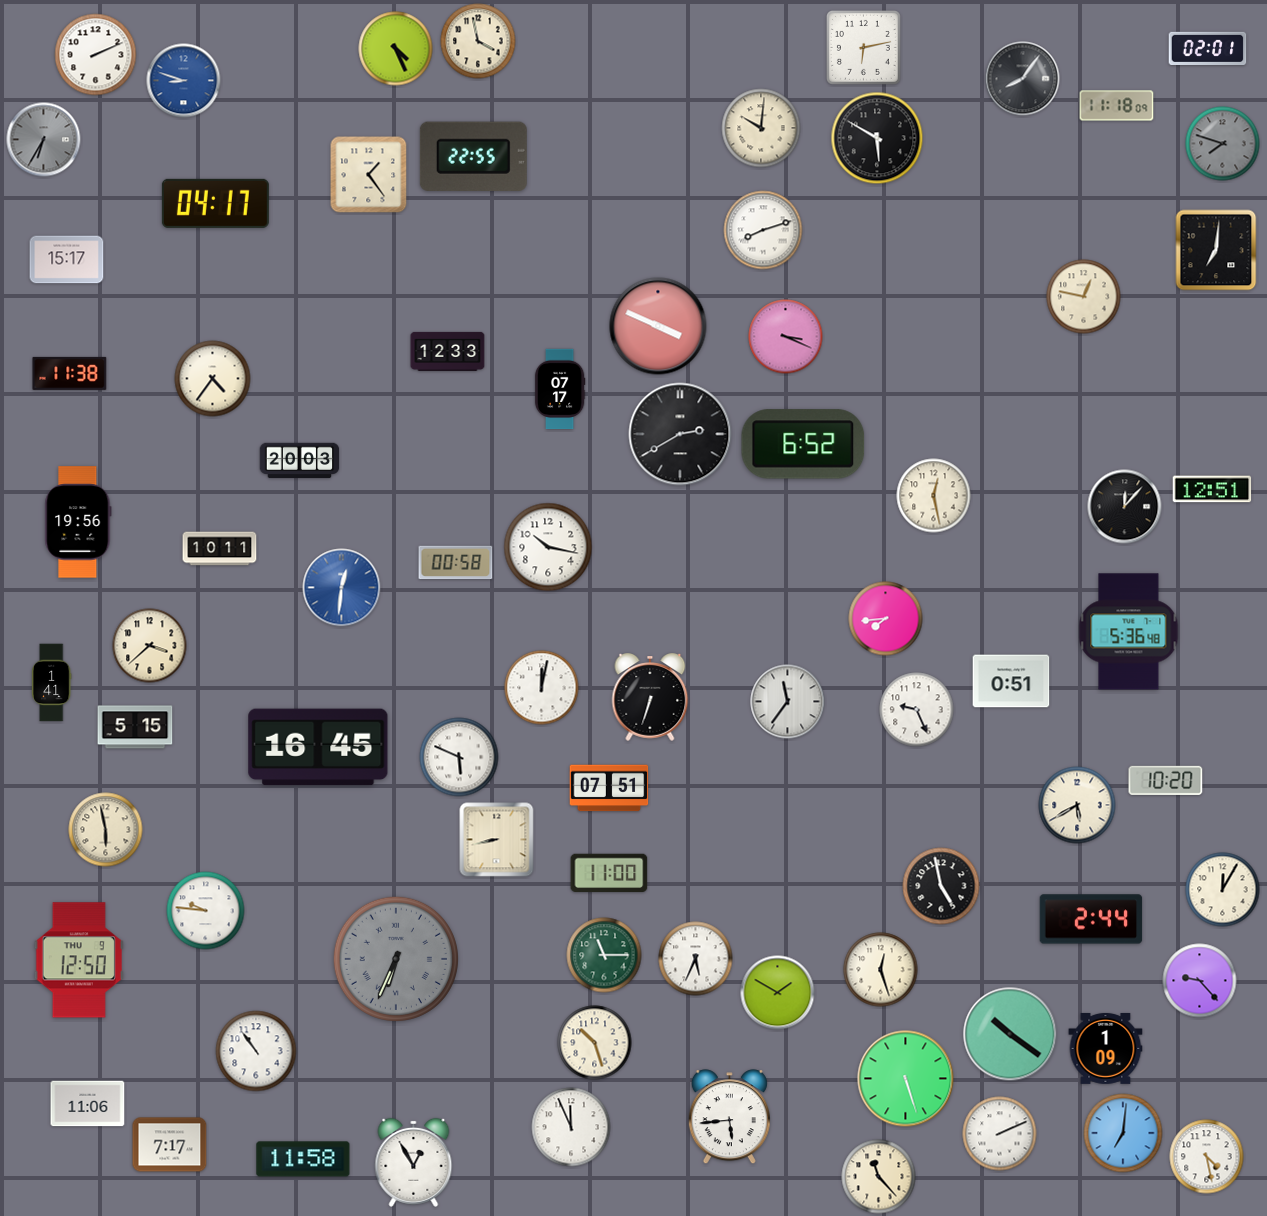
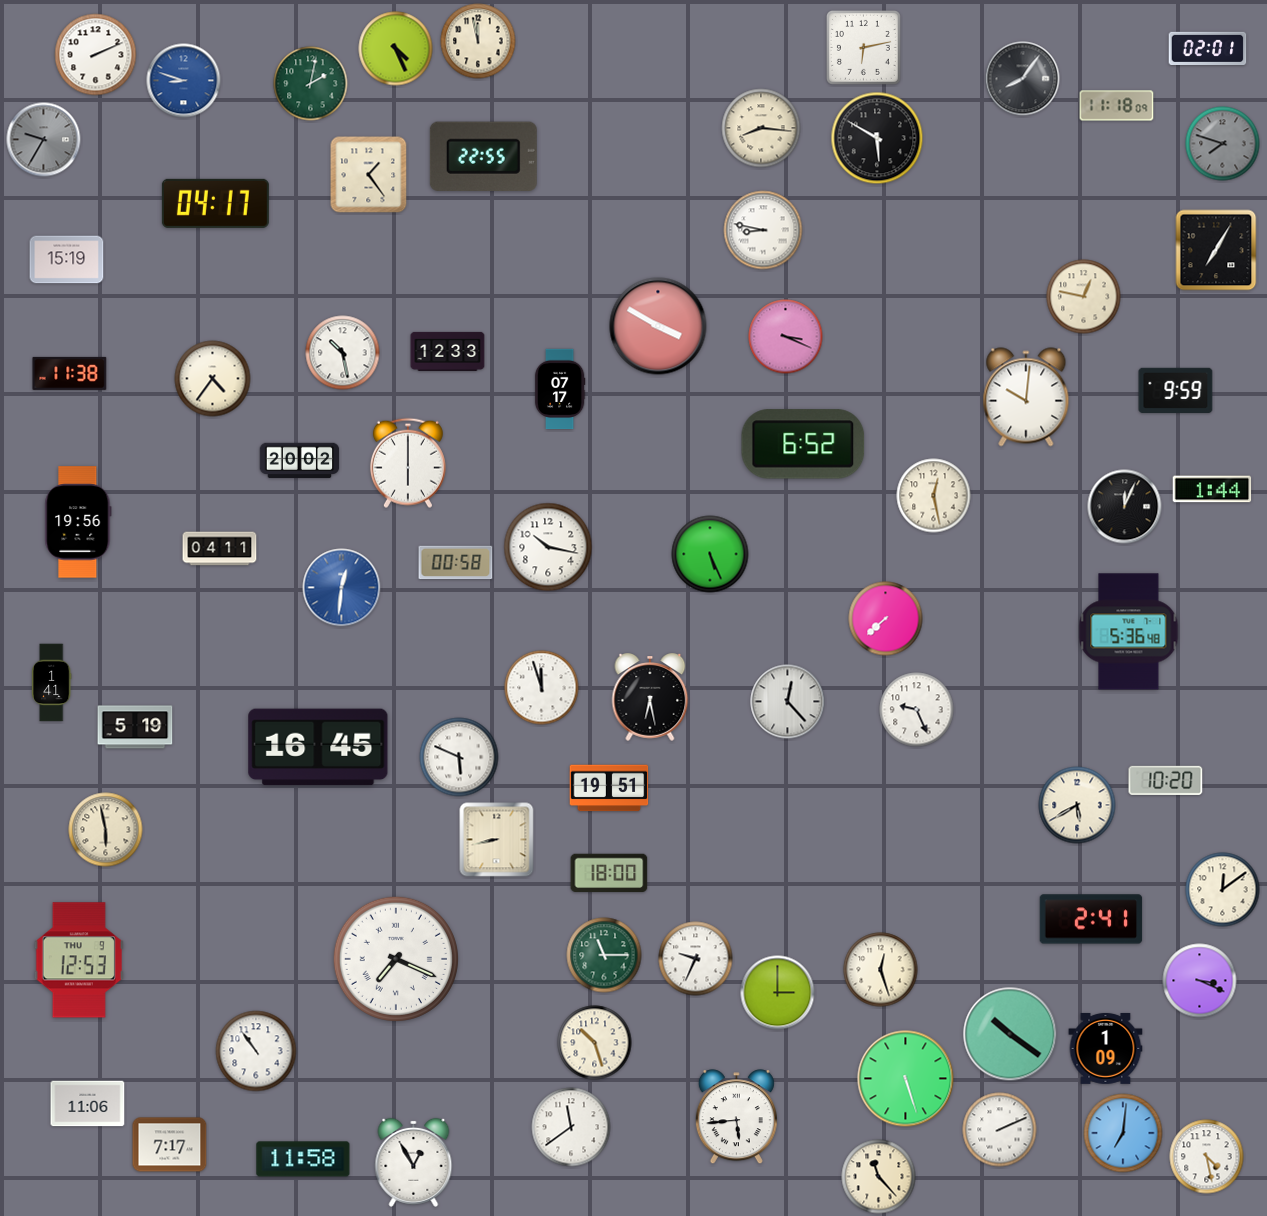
clock at (478, 41): 3:58 -> 11:58
clock at (311, 84): none -> 2:02
clock at (761, 128): 10:01 -> 8:16
clock at (44, 140): 6:35 -> 9:35
clock at (473, 156) position: (473, 156) -> (483, 156)
clock at (763, 230): 8:12 -> 8:47
clock at (1216, 250): 7:01 -> 7:05
clock at (67, 260): 15:17 -> 15:19
clock at (658, 326): 3:49 -> 3:50
clock at (343, 353): none -> 10:28
clock at (1176, 390): none -> 9:59
clock at (1026, 397): none -> 10:01
clock at (680, 434): 2:40 -> none
clock at (300, 461): 20:03 -> 20:02
clock at (408, 463): none -> 6:00
clock at (1212, 489): 12:51 -> 1:44
clock at (1125, 507): 12:07 -> 12:04
clock at (220, 549): 10:11 -> 04:11
clock at (710, 554): none -> 5:26
clock at (886, 619): 7:44 -> 7:38
clock at (150, 646): 3:38 -> none
clock at (1011, 681): 0:51 -> none
clock at (542, 688): 12:02 -> 11:57
clock at (650, 697): 6:33 -> 6:28
clock at (788, 702): 11:36 -> 12:23
clock at (135, 727): 5:15 -> 5:19
clock at (609, 788): 07:51 -> 19:51
clock at (609, 873): 11:00 -> 18:00
clock at (941, 886): 4:58 -> none
clock at (1223, 890): 12:05 -> 12:09
clock at (206, 911): 9:46 -> none
clock at (1091, 919): 2:44 -> 2:41
clock at (396, 959): 6:34 -> 7:19
clock at (396, 959) dial: grey -> white
clock at (696, 959): 5:34 -> 9:34
clock at (79, 960): 12:50 -> 12:53
clock at (1200, 981): 9:23 -> 3:19
clock at (778, 993): 1:50 -> 3:00
clock at (729, 1117) position: (729, 1117) -> (736, 1117)
clock at (571, 1127): 11:56 -> 11:39
clock at (1000, 1134) position: (1000, 1134) -> (1000, 1130)
